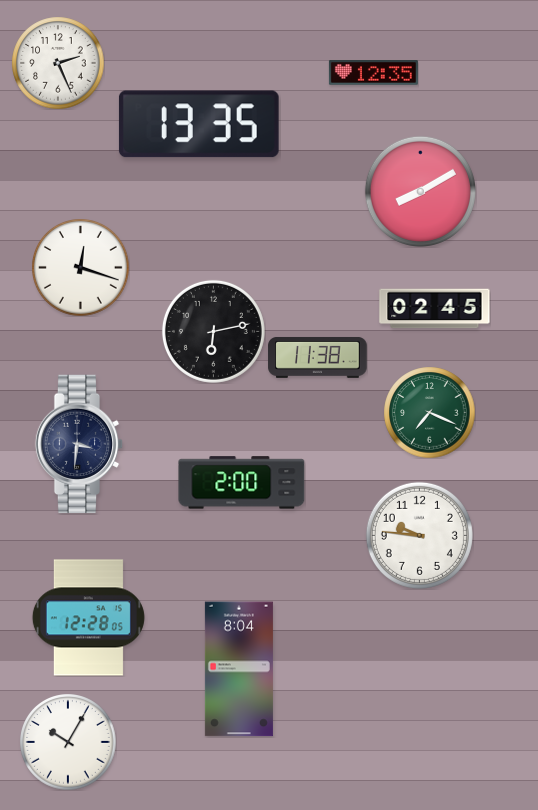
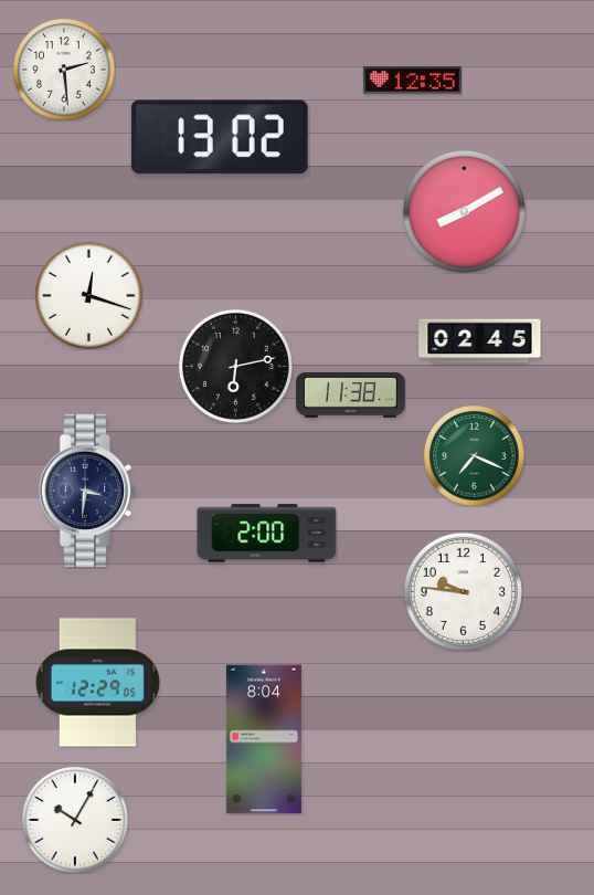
clock at (58, 63): 2:26 -> 2:29
clock at (199, 124): 13:35 -> 13:02
clock at (88, 618): 12:28 -> 12:29
